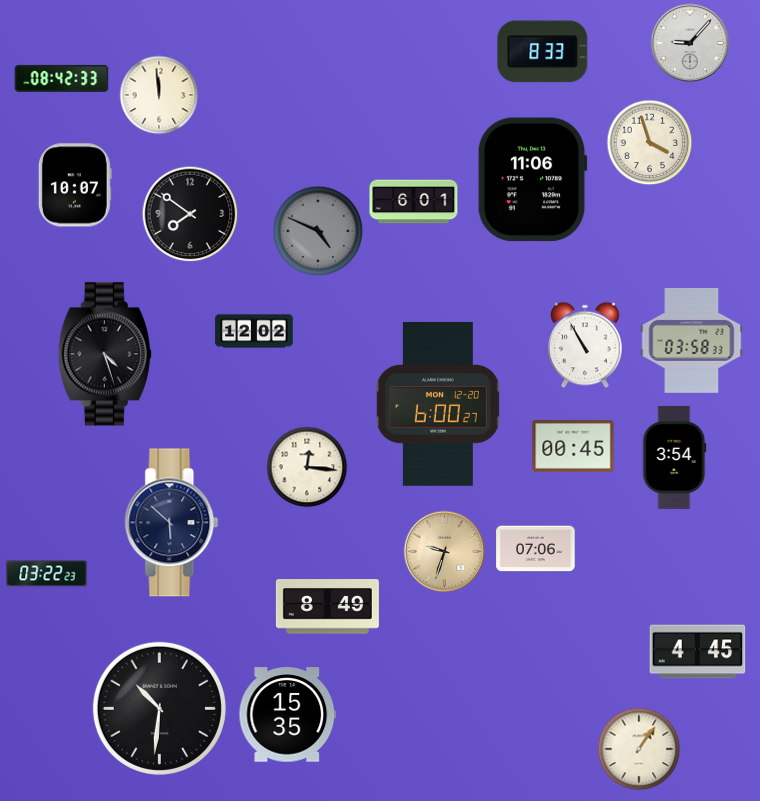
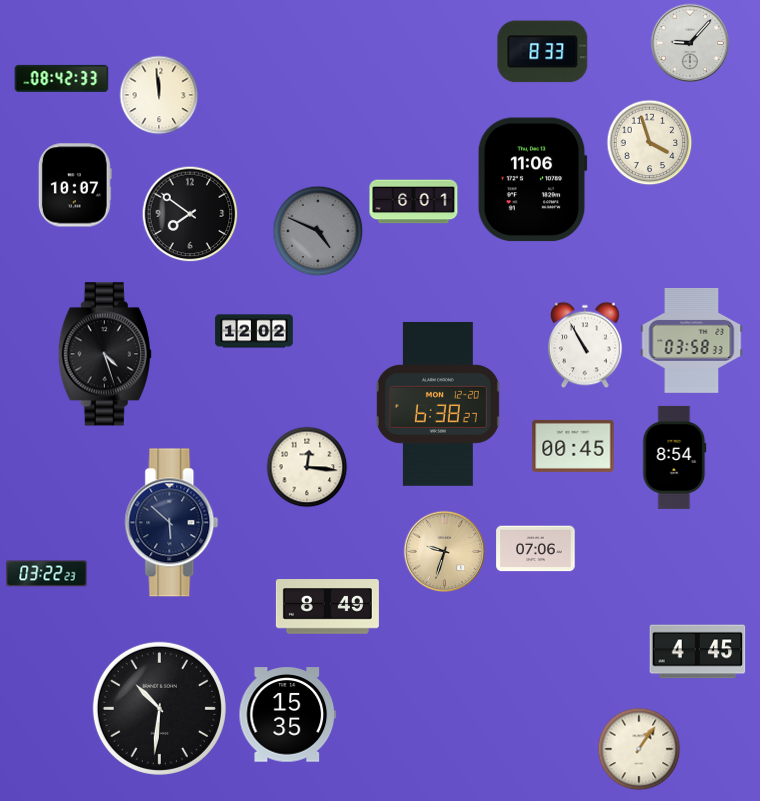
clock at (438, 404): 6:00 -> 6:38
clock at (675, 457): 3:54 -> 8:54
